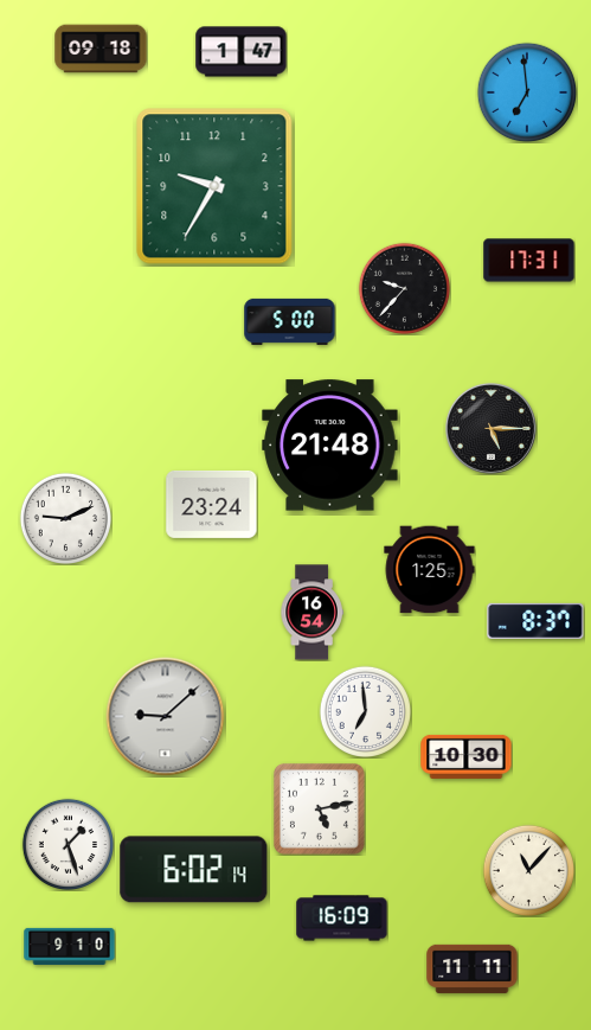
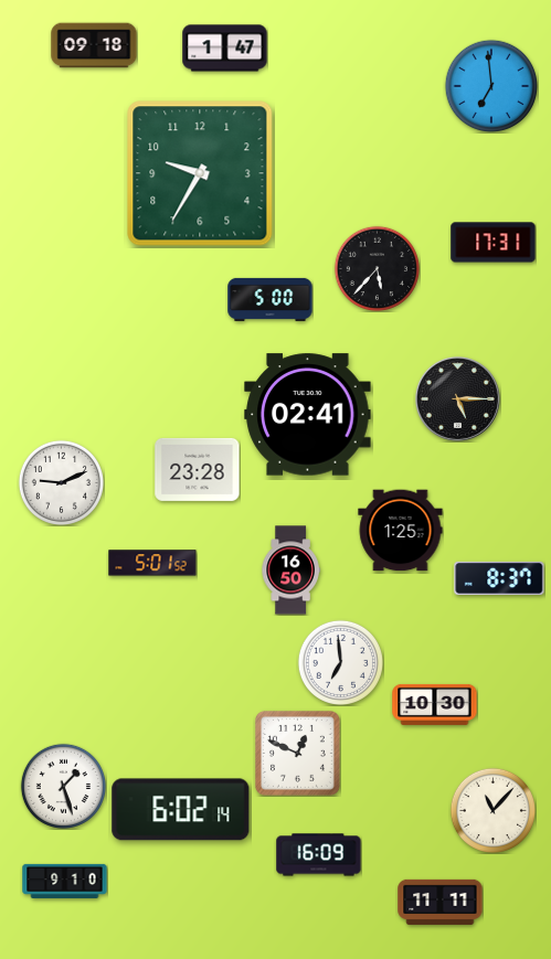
clock at (404, 288): 9:37 -> 5:37
clock at (330, 446): 21:48 -> 02:41
clock at (212, 504): 23:24 -> 23:28
clock at (152, 563): none -> 5:01
clock at (311, 613): 16:54 -> 16:50
clock at (166, 717): 9:08 -> none
clock at (319, 808): 5:13 -> 12:49
